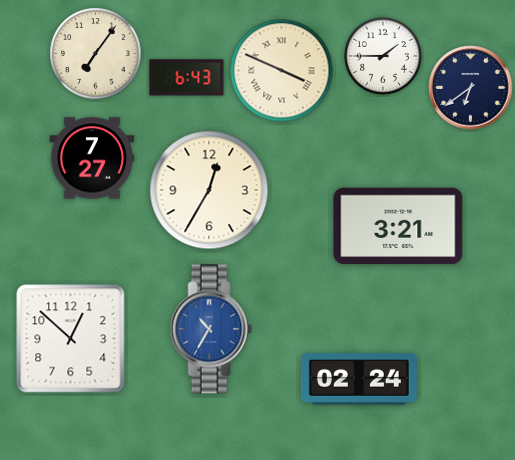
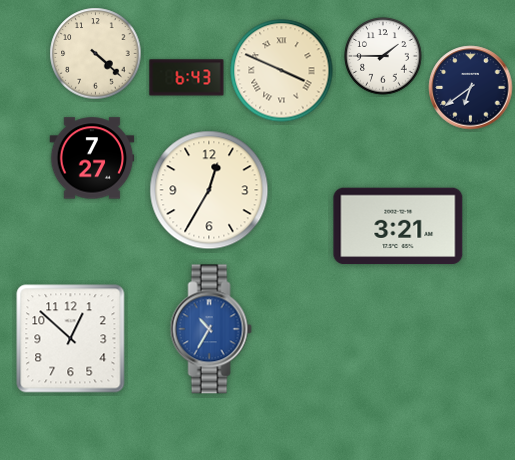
clock at (96, 54): 7:06 -> 4:22
clock at (359, 379): 02:24 -> none
